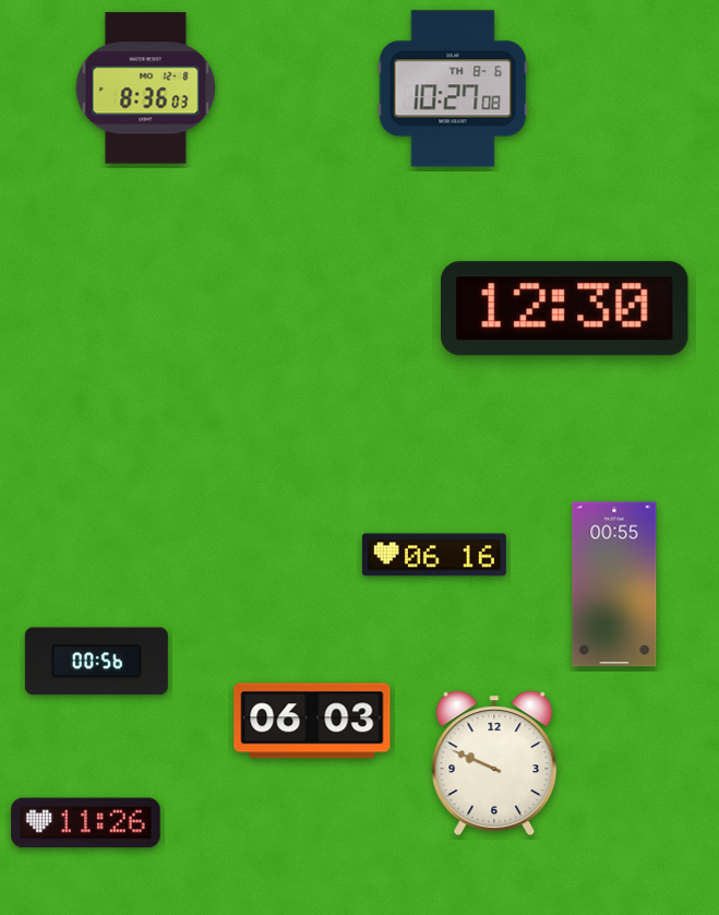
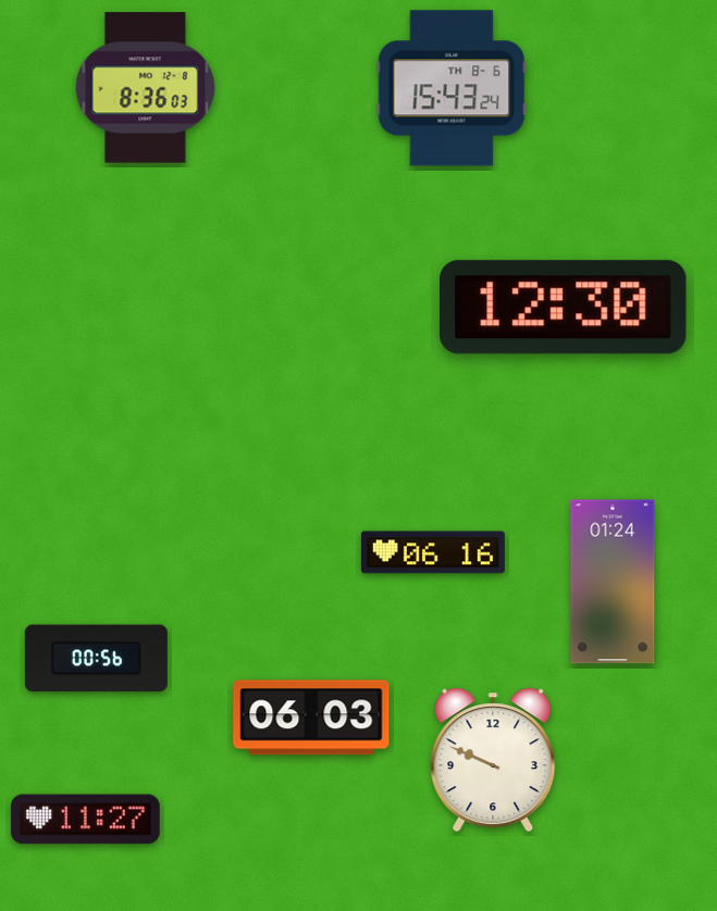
clock at (453, 88): 10:27 -> 15:43
clock at (614, 584): 00:55 -> 01:24
clock at (86, 823): 11:26 -> 11:27
